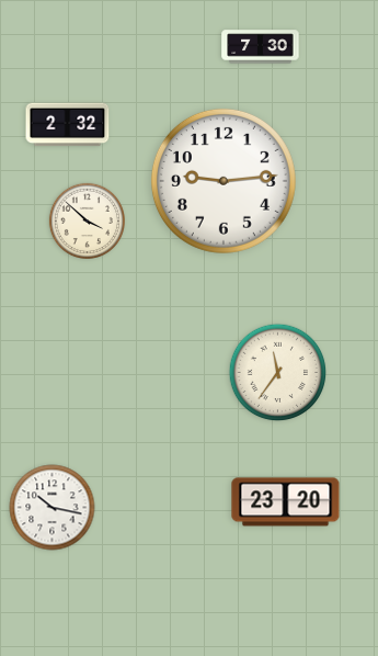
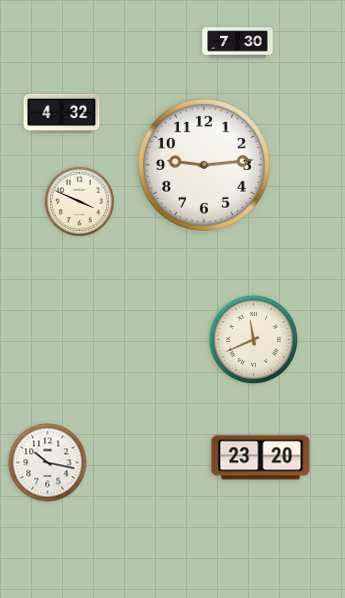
clock at (68, 125): 2:32 -> 4:32
clock at (87, 220): 3:52 -> 3:49
clock at (278, 373): 11:36 -> 11:41
